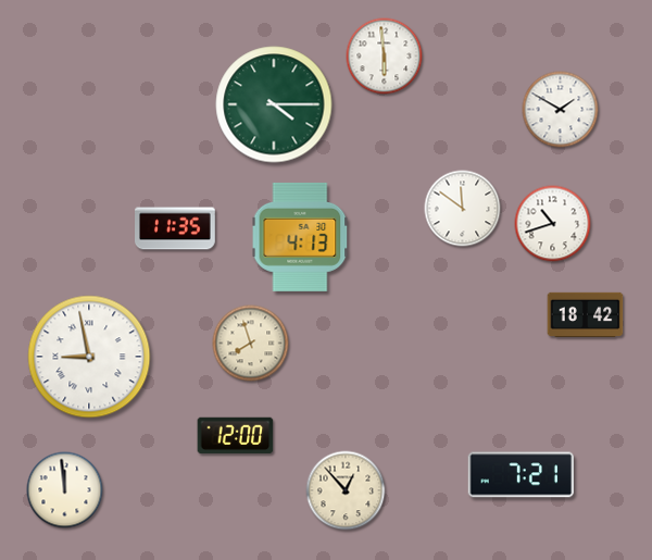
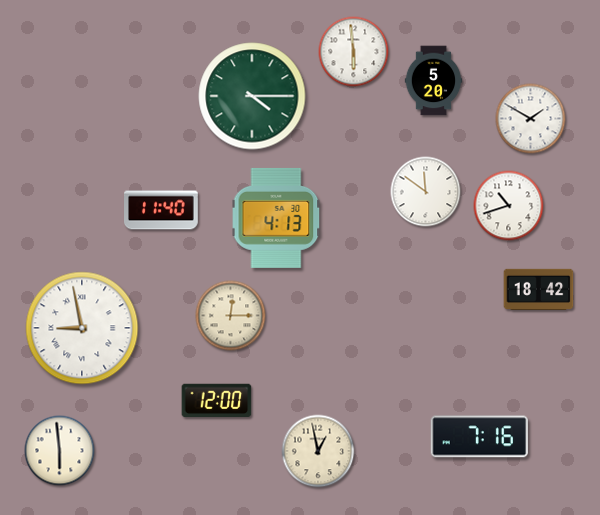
clock at (434, 81): none -> 5:20
clock at (561, 110) position: (561, 110) -> (531, 119)
clock at (176, 228): 11:35 -> 11:40
clock at (251, 344): 7:57 -> 12:15
clock at (521, 475): 7:21 -> 7:16
clock at (65, 490): 11:59 -> 5:59
clock at (346, 490): 12:53 -> 12:58
